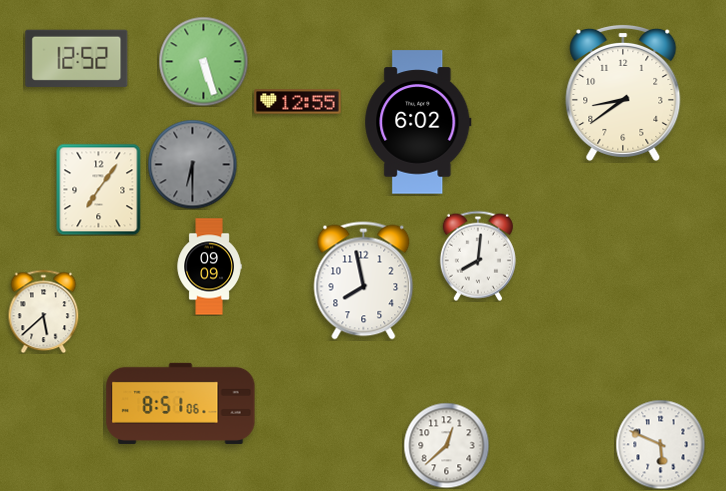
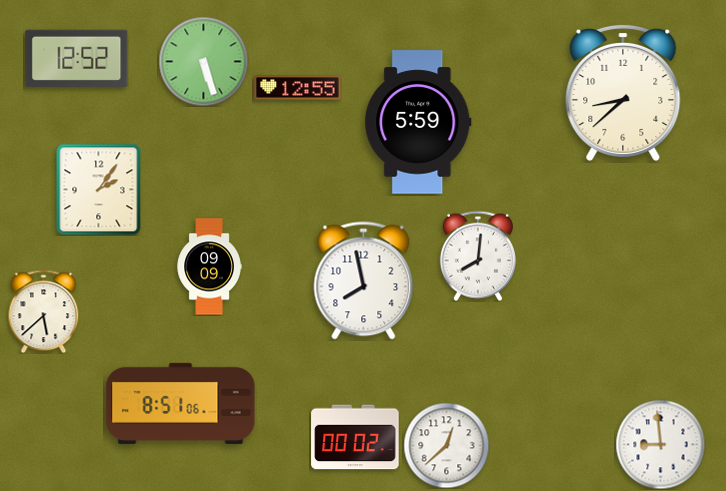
clock at (623, 92): 8:39 -> 8:38
clock at (298, 102) position: (298, 102) -> (298, 88)
clock at (418, 122): 6:02 -> 5:59
clock at (192, 164): 6:30 -> none
clock at (99, 189): 7:06 -> 2:06
clock at (355, 437): none -> 00:02
clock at (660, 444): 5:49 -> 8:59
